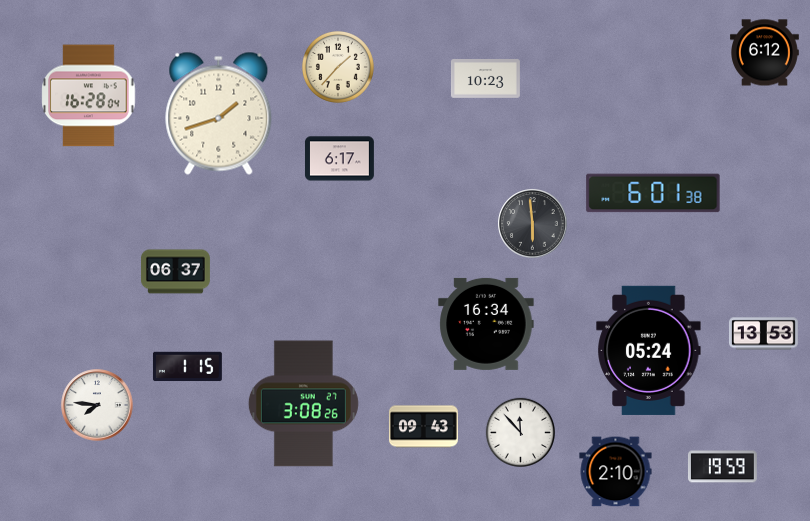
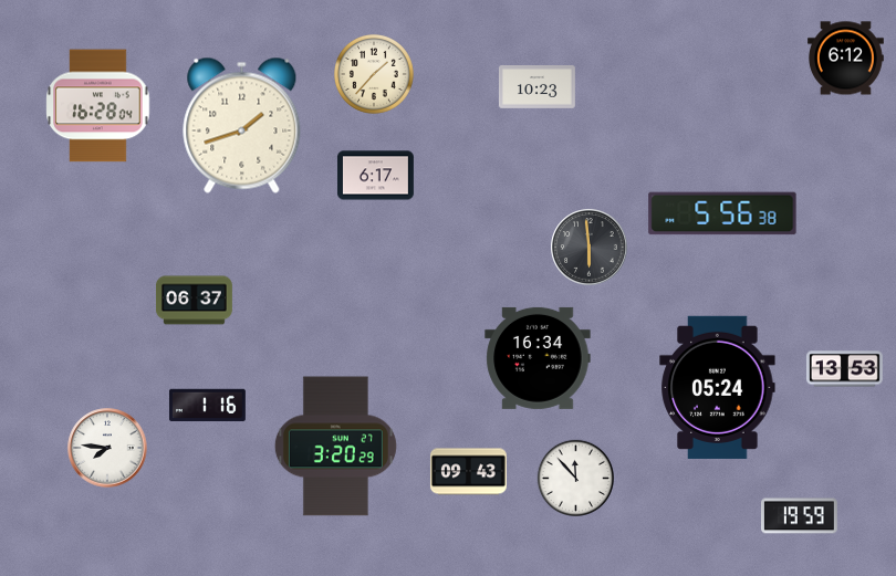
clock at (653, 193): 6:01 -> 5:56
clock at (187, 367): 1:15 -> 1:16
clock at (303, 404): 3:08 -> 3:20
clock at (616, 472): 2:10 -> none
